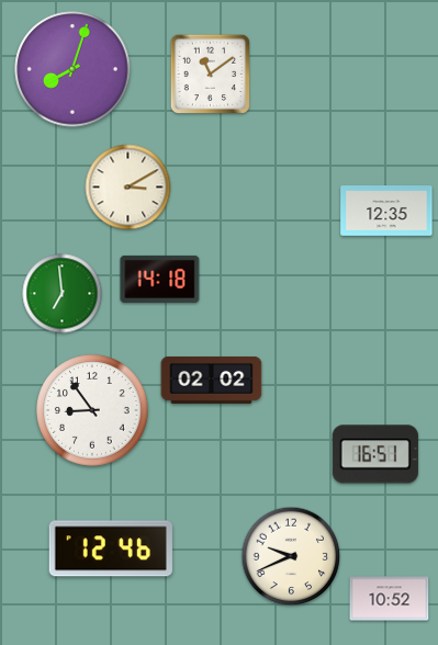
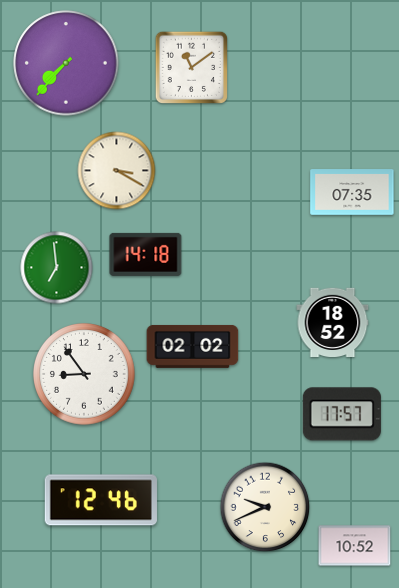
clock at (72, 69): 8:03 -> 7:37
clock at (128, 188): 3:10 -> 3:20
clock at (386, 211): 12:35 -> 07:35
clock at (333, 322): none -> 18:52
clock at (375, 454): 16:51 -> 17:57
